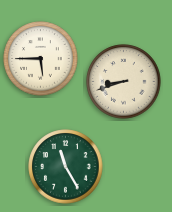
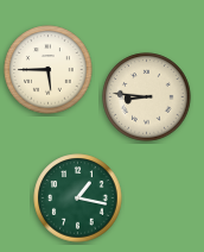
clock at (124, 82): 8:42 -> 8:46
clock at (66, 167): 11:25 -> 1:17
